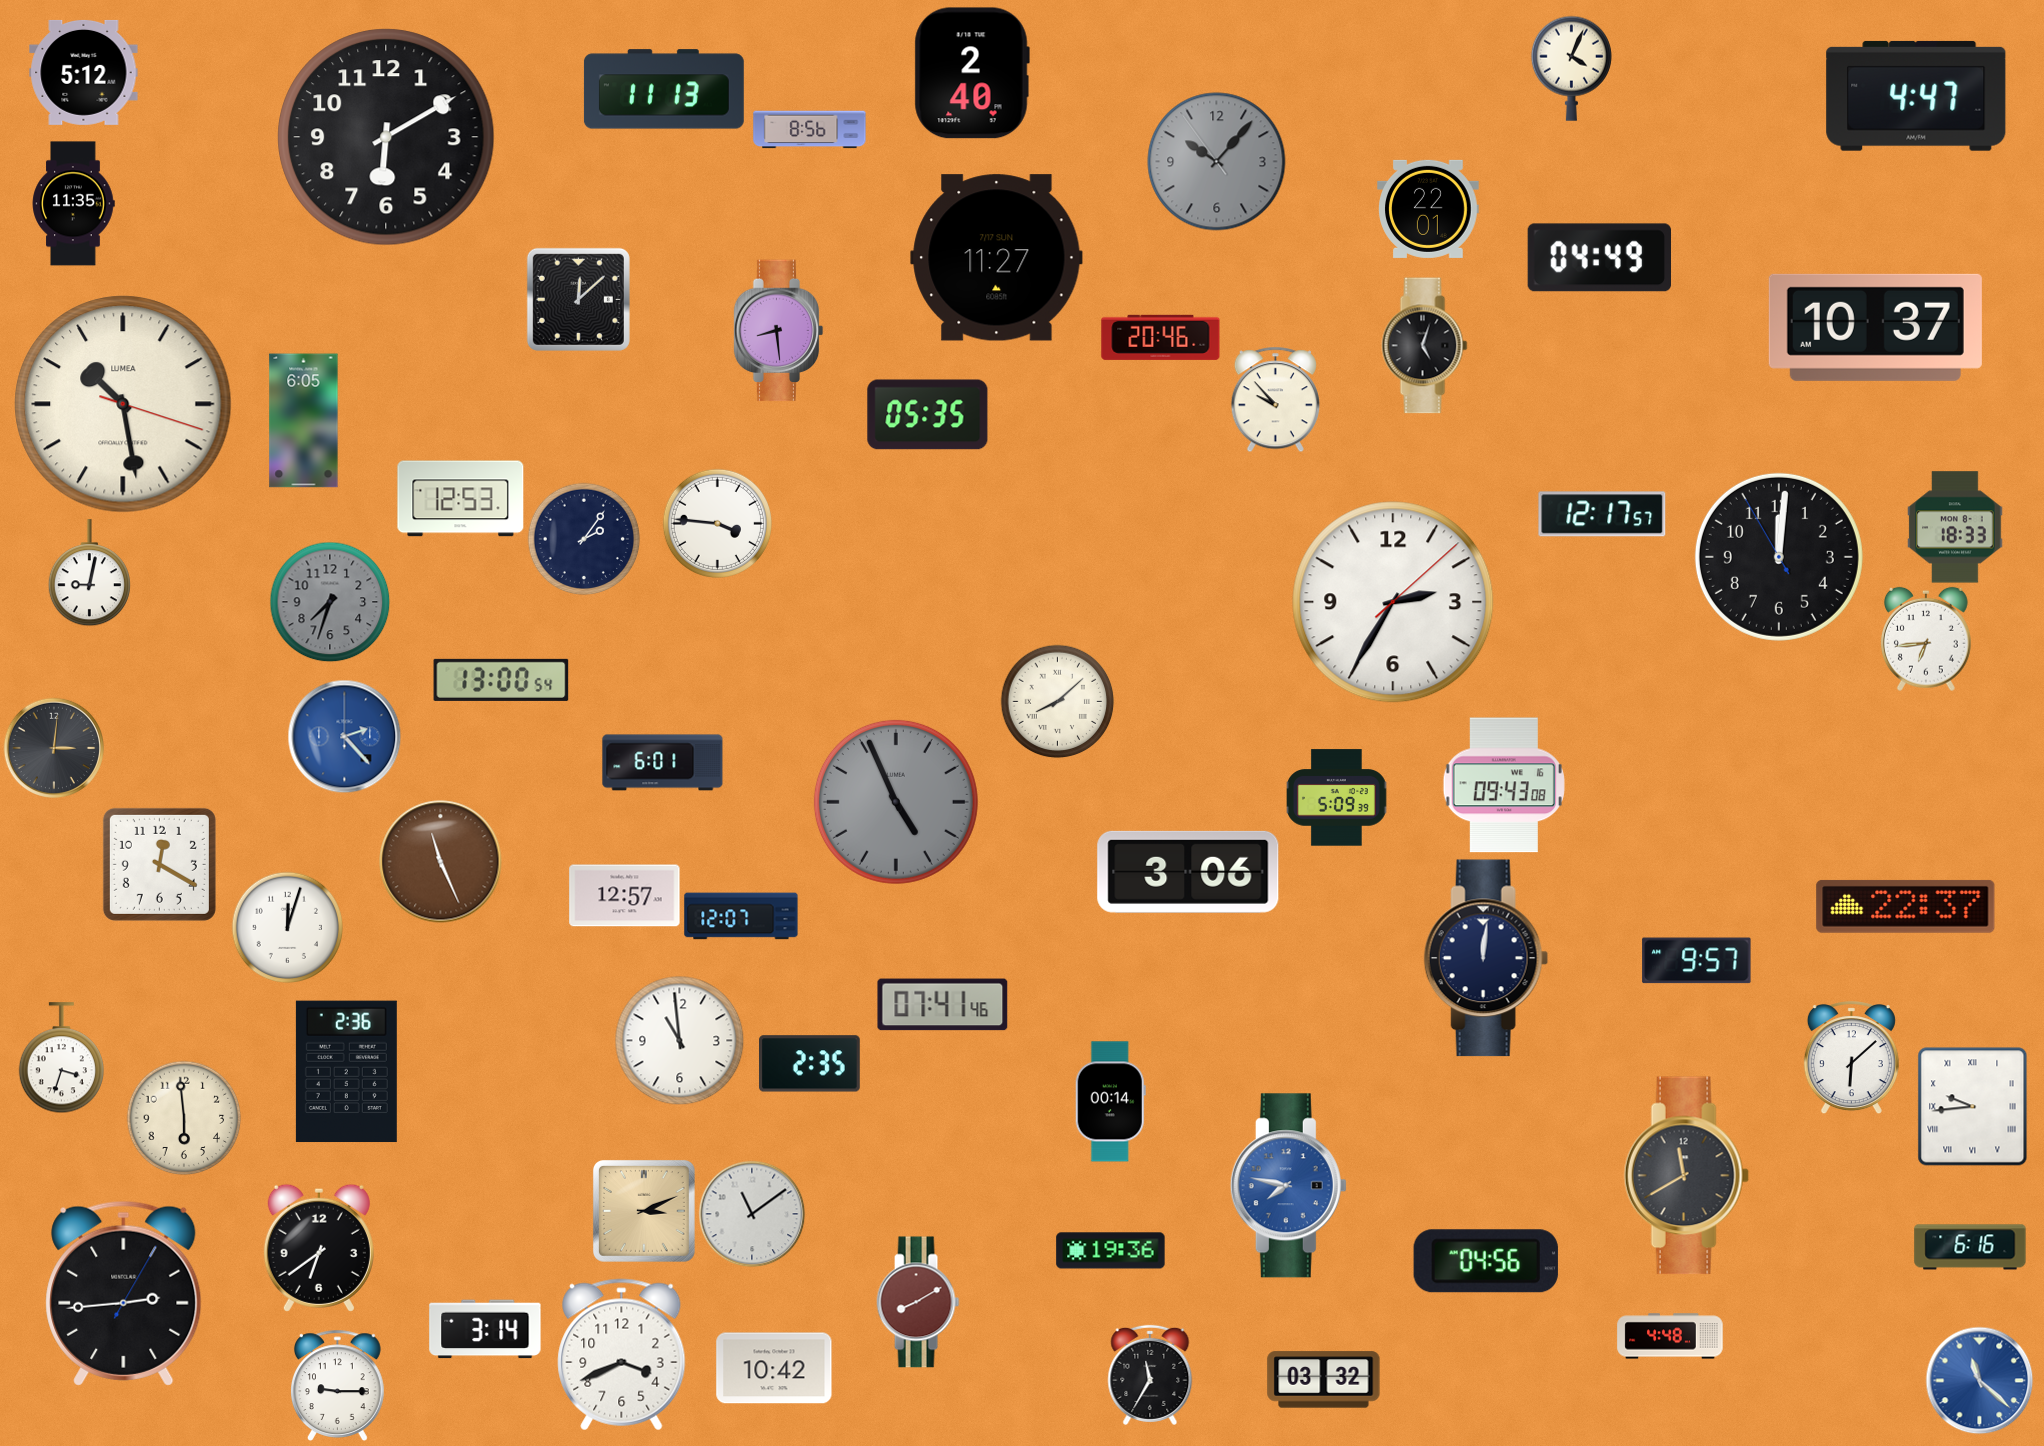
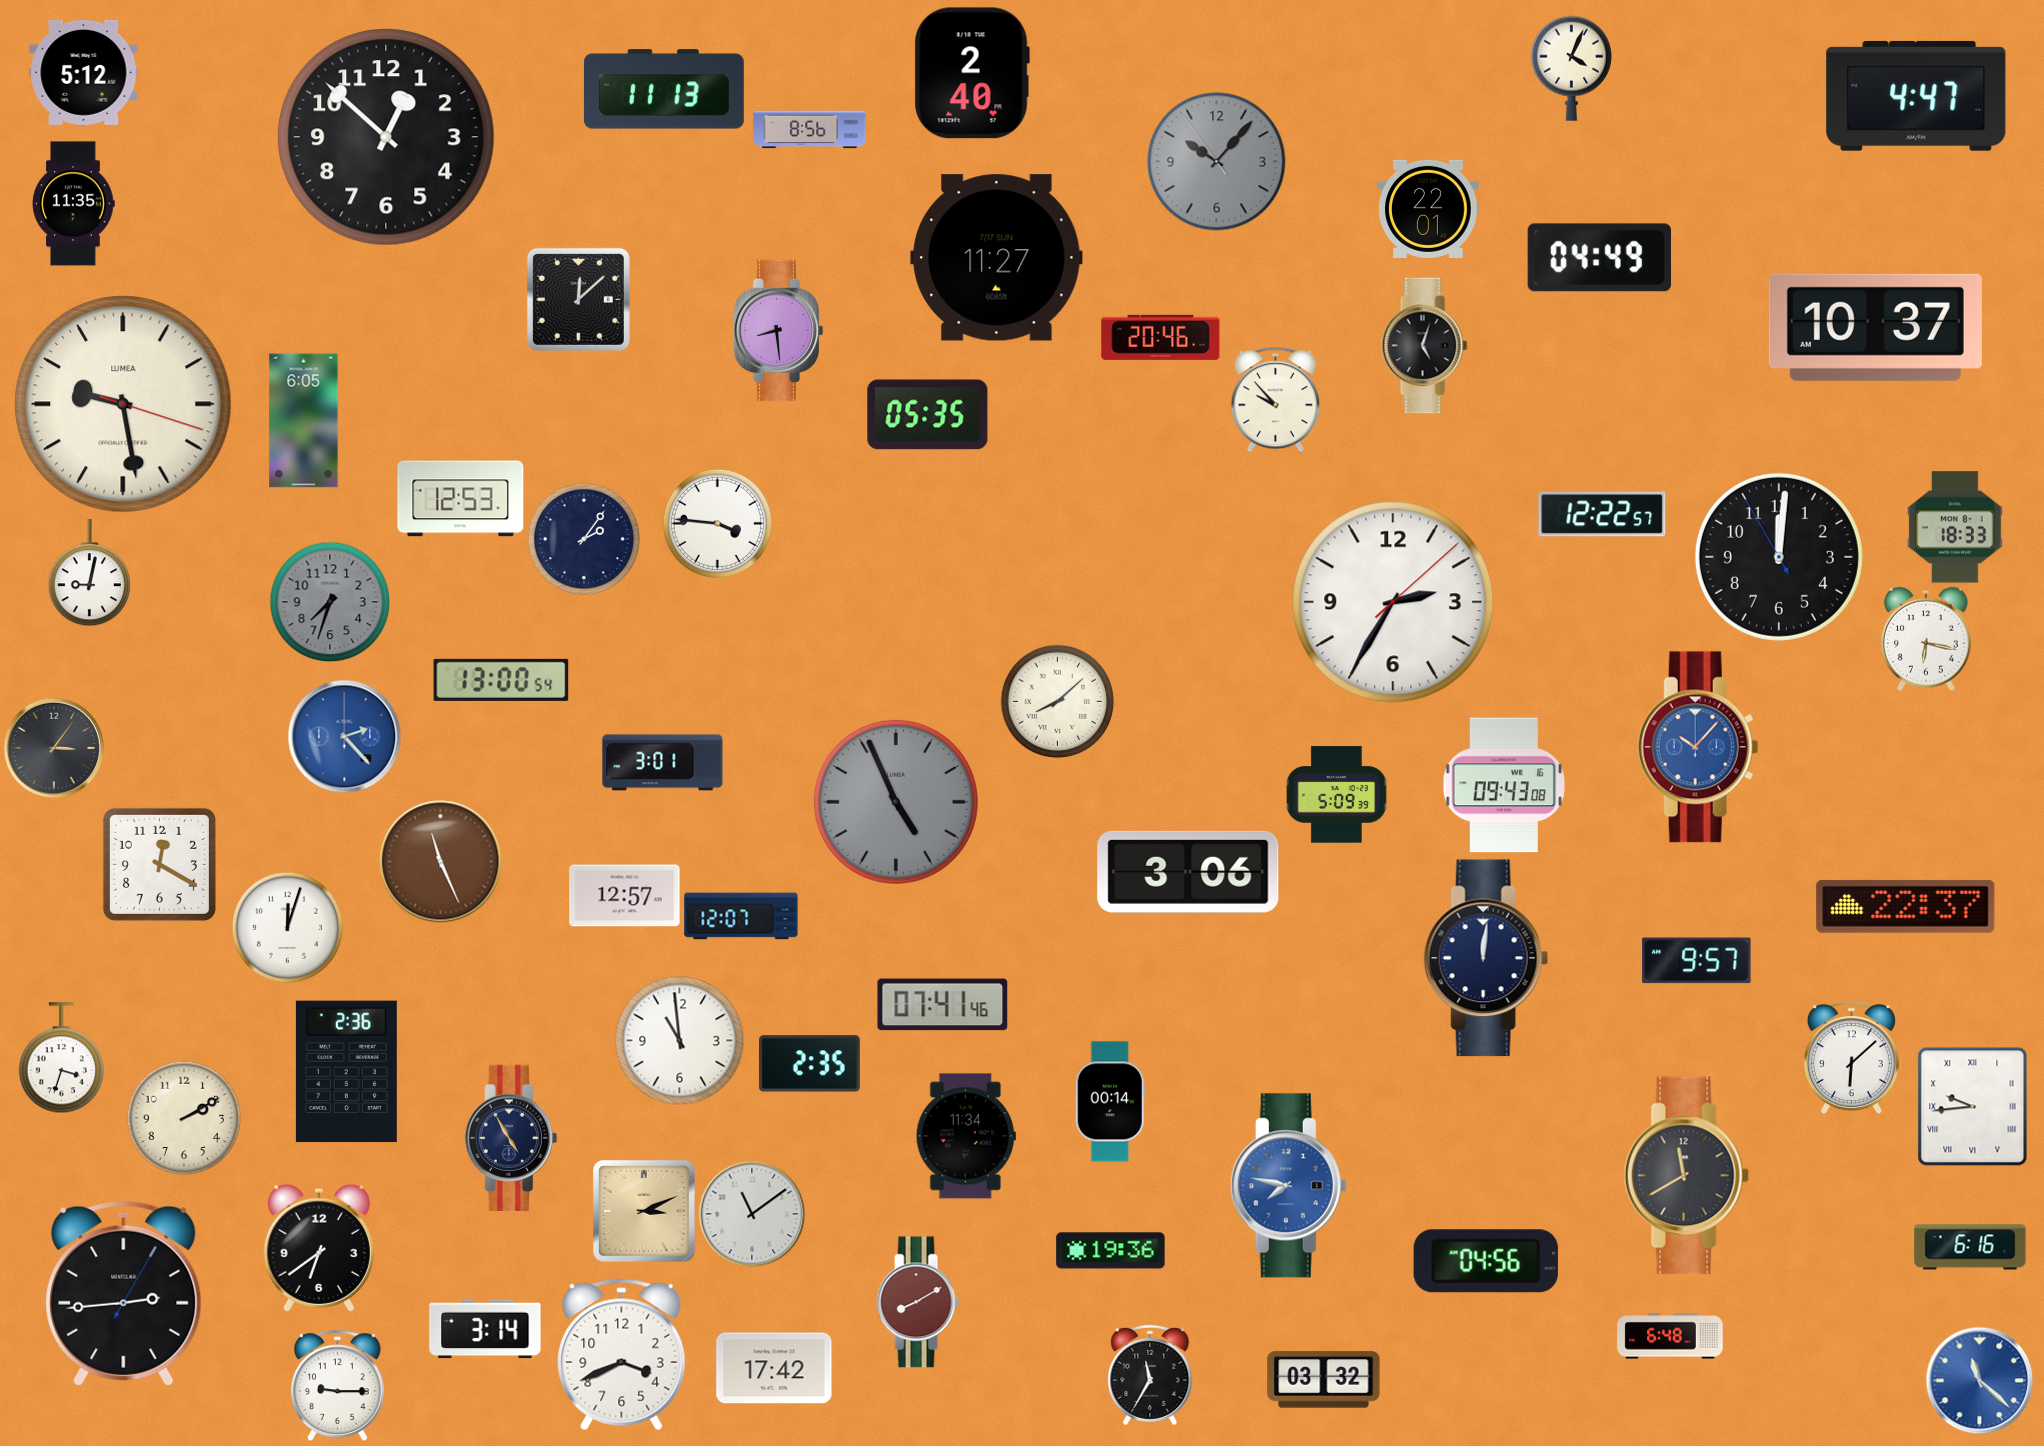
clock at (386, 137): 6:10 -> 12:52
clock at (123, 404): 10:28 -> 9:28
clock at (1602, 514): 12:17 -> 12:22
clock at (1926, 639): 6:44 -> 6:17
clock at (53, 747): 3:01 -> 3:06
clock at (1698, 747): none -> 10:07
clock at (663, 763): 6:01 -> 3:01
clock at (1337, 798) position: (1337, 798) -> (1337, 795)
clock at (184, 1118): 5:59 -> 2:10
clock at (966, 1136): none -> 11:34
clock at (511, 1137): none -> 4:55
clock at (1670, 1336): 4:48 -> 6:48
clock at (774, 1368): 10:42 -> 17:42
